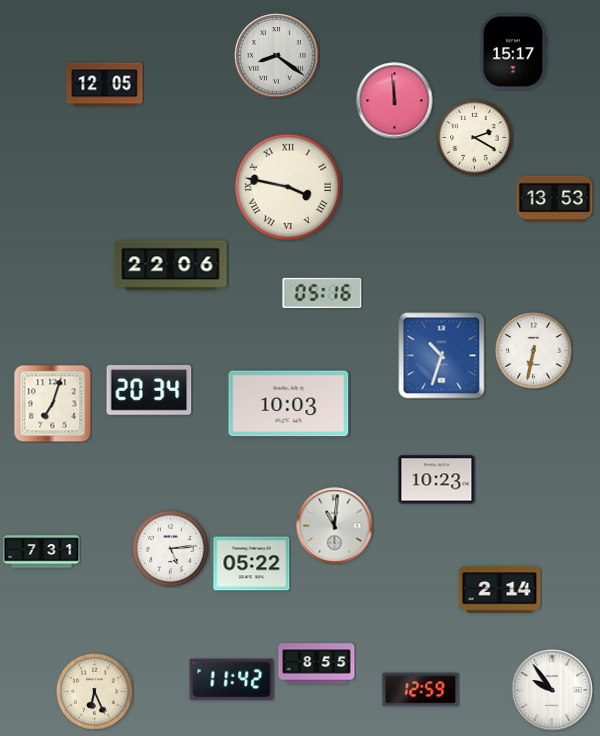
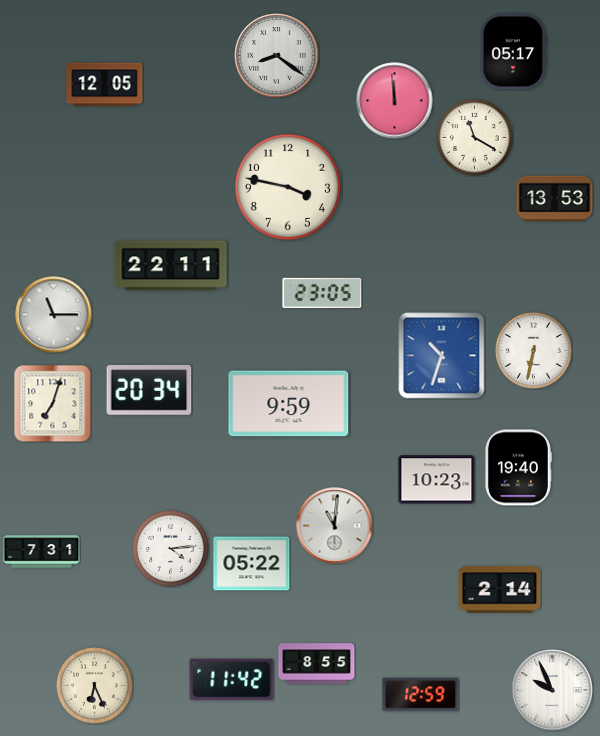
clock at (513, 52): 15:17 -> 05:17
clock at (475, 138): 2:20 -> 11:20
clock at (288, 187) numerals: Roman -> Arabic
clock at (171, 266): 22:06 -> 22:11
clock at (322, 293): 05:16 -> 23:05
clock at (54, 315): none -> 11:15
clock at (289, 404): 10:03 -> 9:59
clock at (519, 468): none -> 19:40
clock at (171, 549): 5:14 -> 4:14
clock at (421, 690) position: (421, 690) -> (421, 695)
clock at (552, 690): 9:54 -> 9:56
clock at (95, 692) position: (95, 692) -> (95, 686)
